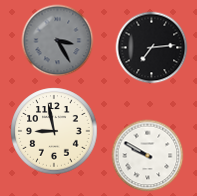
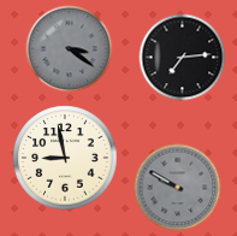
clock at (58, 41): 3:25 -> 3:21
clock at (148, 156) dial: white -> grey
